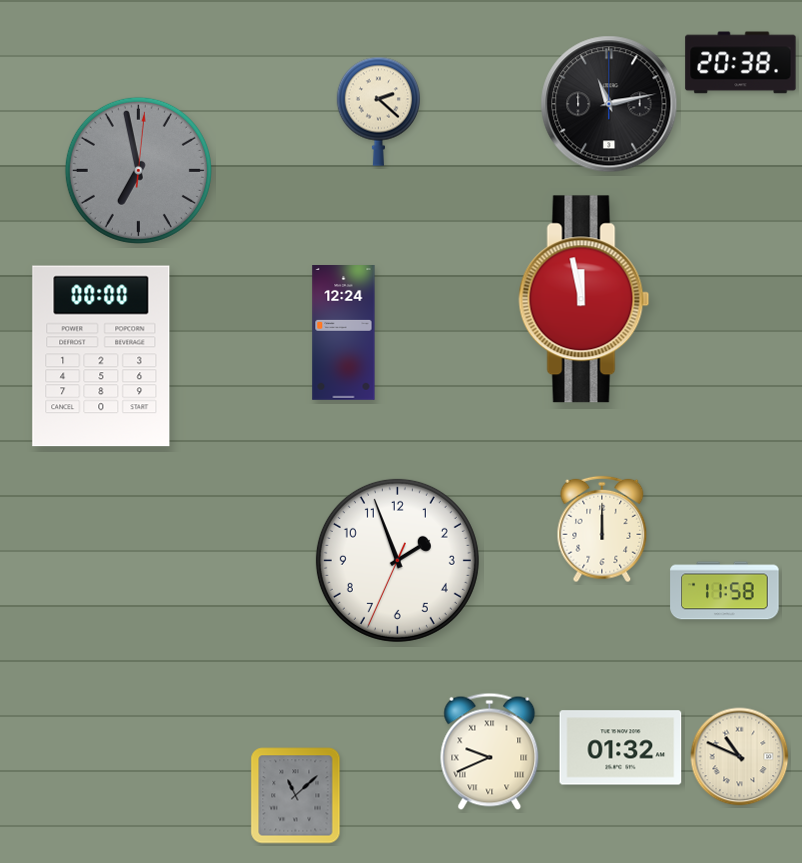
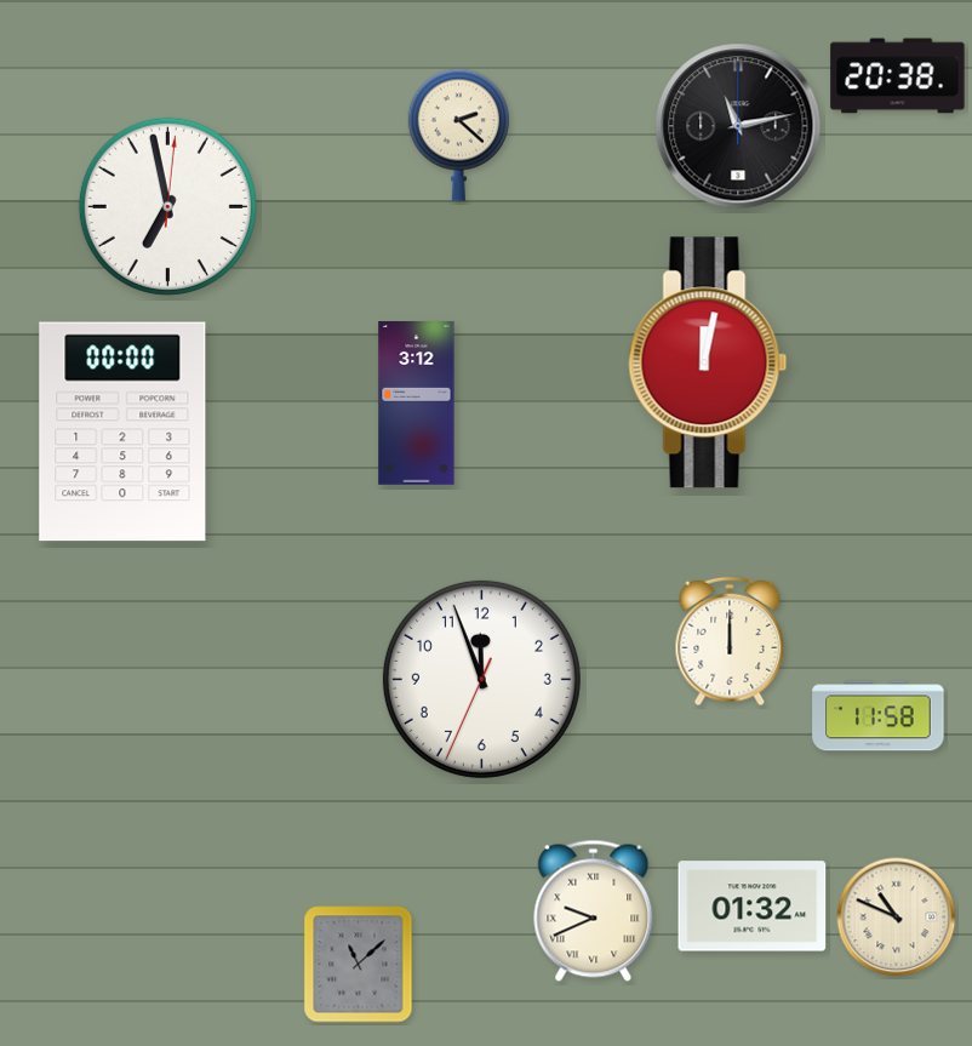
clock at (138, 170) dial: grey -> white
clock at (584, 299): 11:58 -> 12:02
clock at (344, 333): 12:24 -> 3:12
clock at (397, 560): 1:56 -> 11:56
